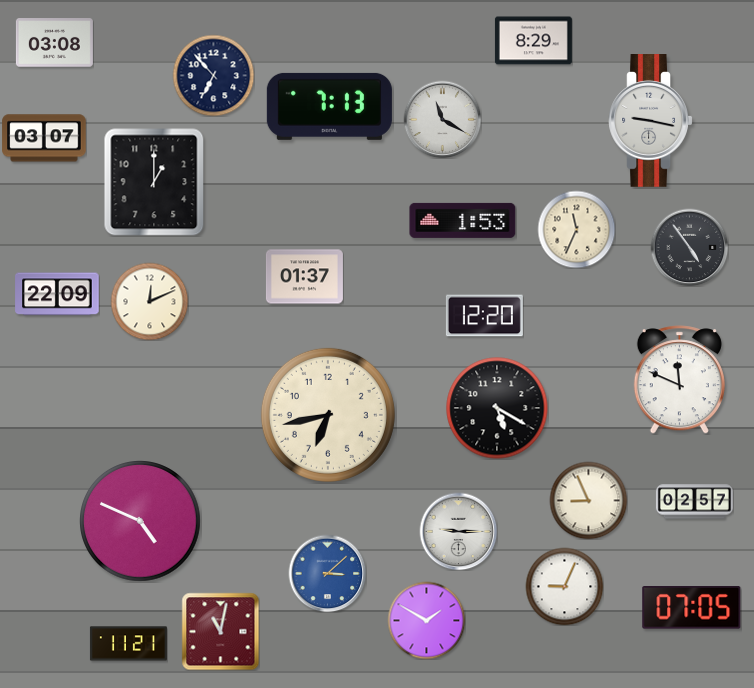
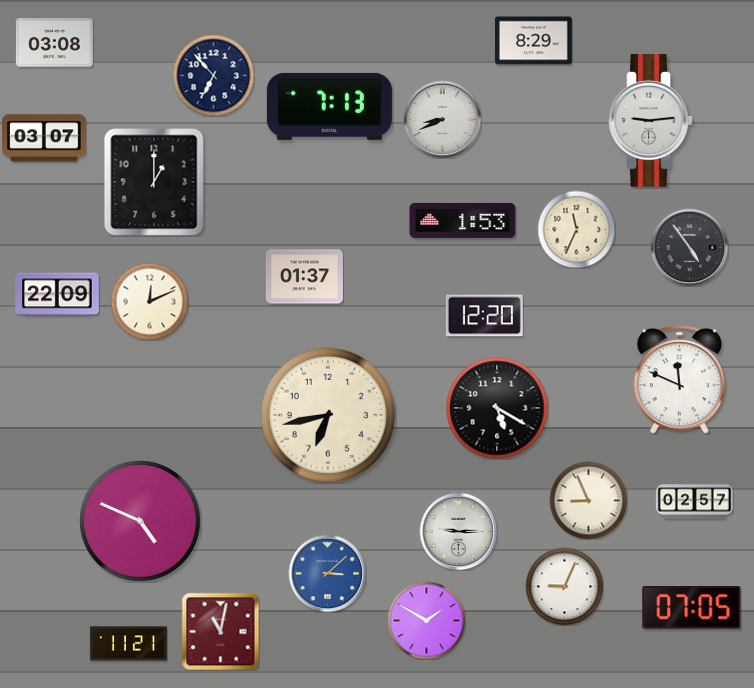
clock at (442, 119): 11:20 -> 8:41
clock at (651, 121): 9:17 -> 9:14
